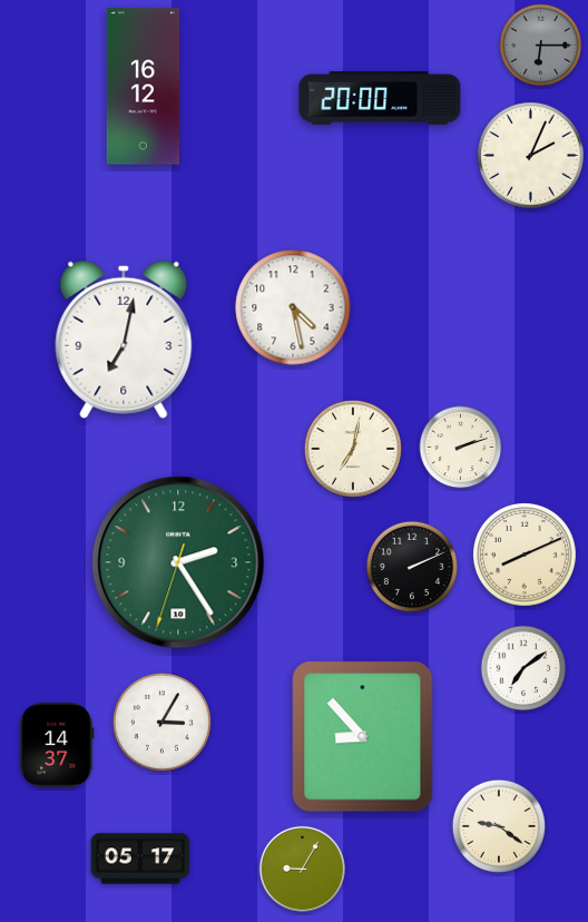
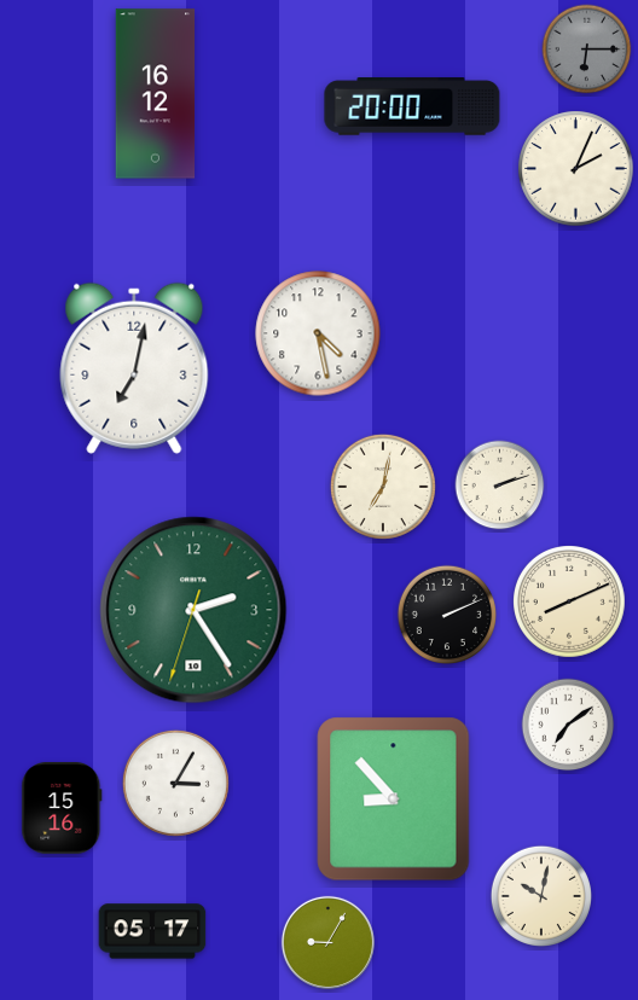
clock at (57, 745): 14:37 -> 15:16
clock at (499, 826): 9:21 -> 10:02
